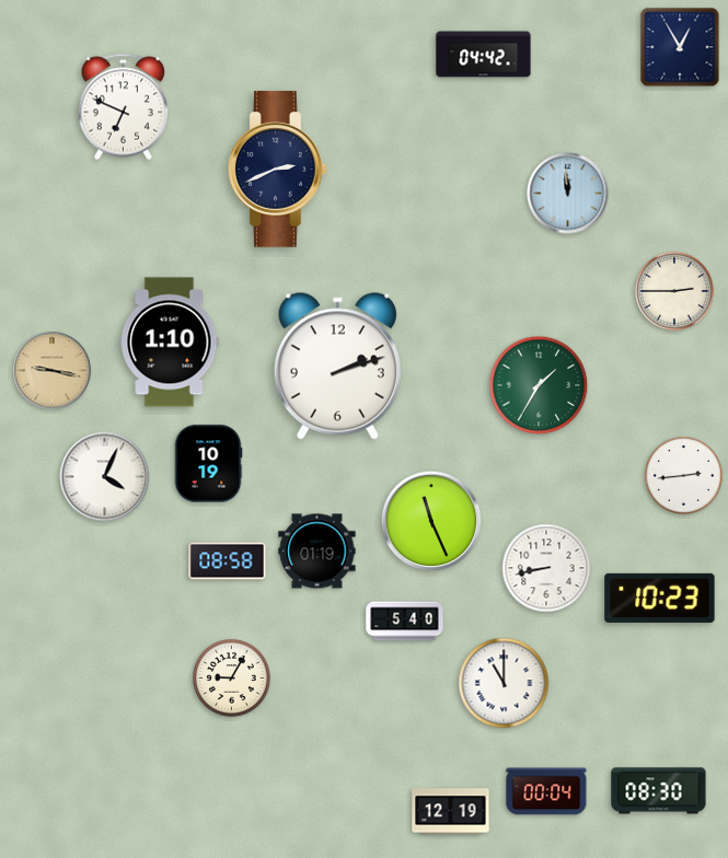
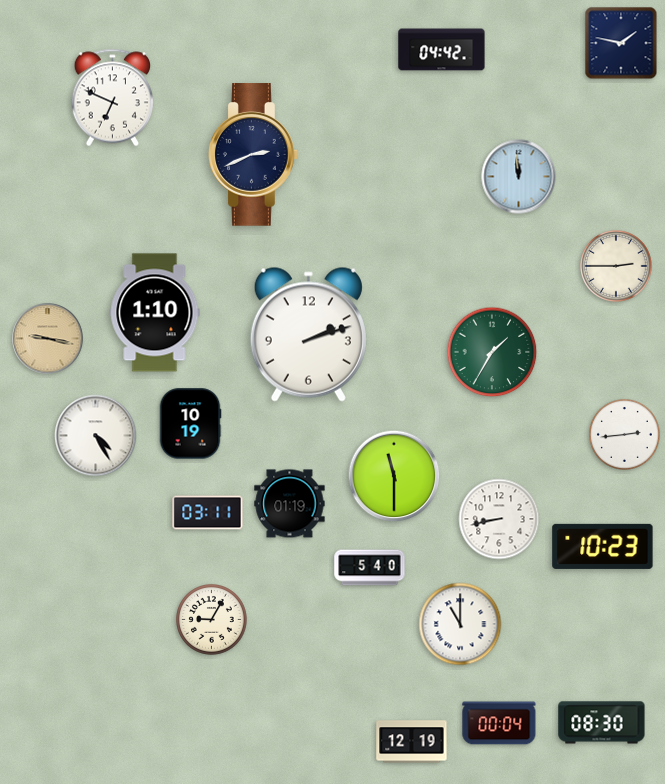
clock at (680, 47): 12:55 -> 1:47
clock at (105, 477): 4:04 -> 4:25
clock at (431, 521): 11:26 -> 11:30
clock at (228, 561): 08:58 -> 03:11
